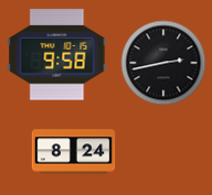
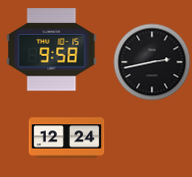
clock at (163, 63) position: (163, 63) -> (152, 62)
clock at (74, 152): 8:24 -> 12:24
